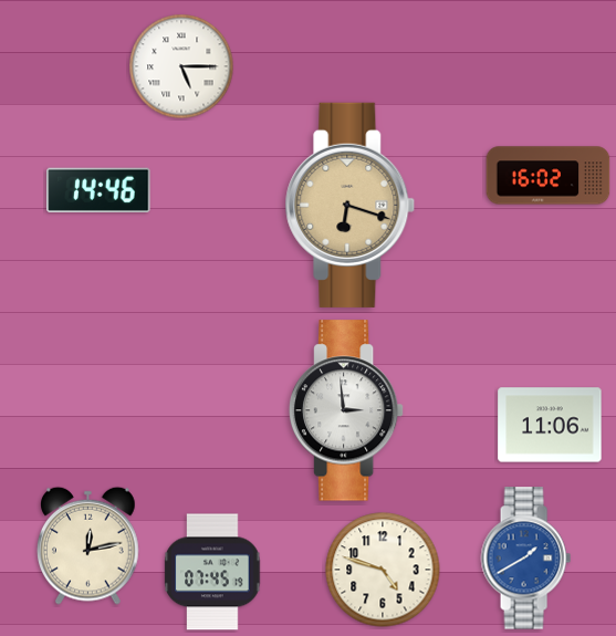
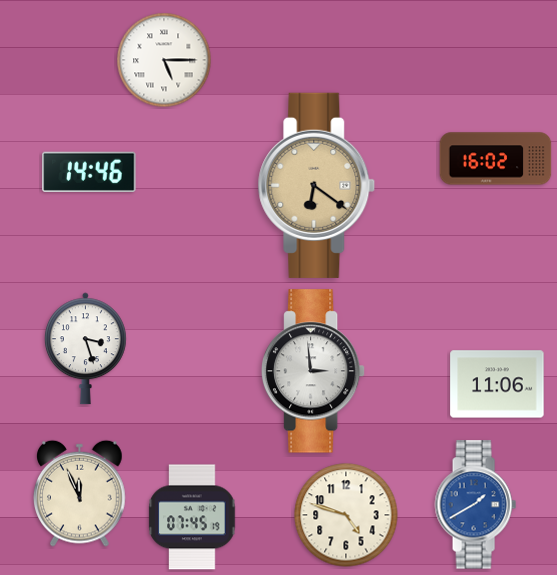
clock at (351, 205): 6:18 -> 6:21
clock at (85, 349): none -> 3:27
clock at (88, 545): 12:13 -> 11:56
